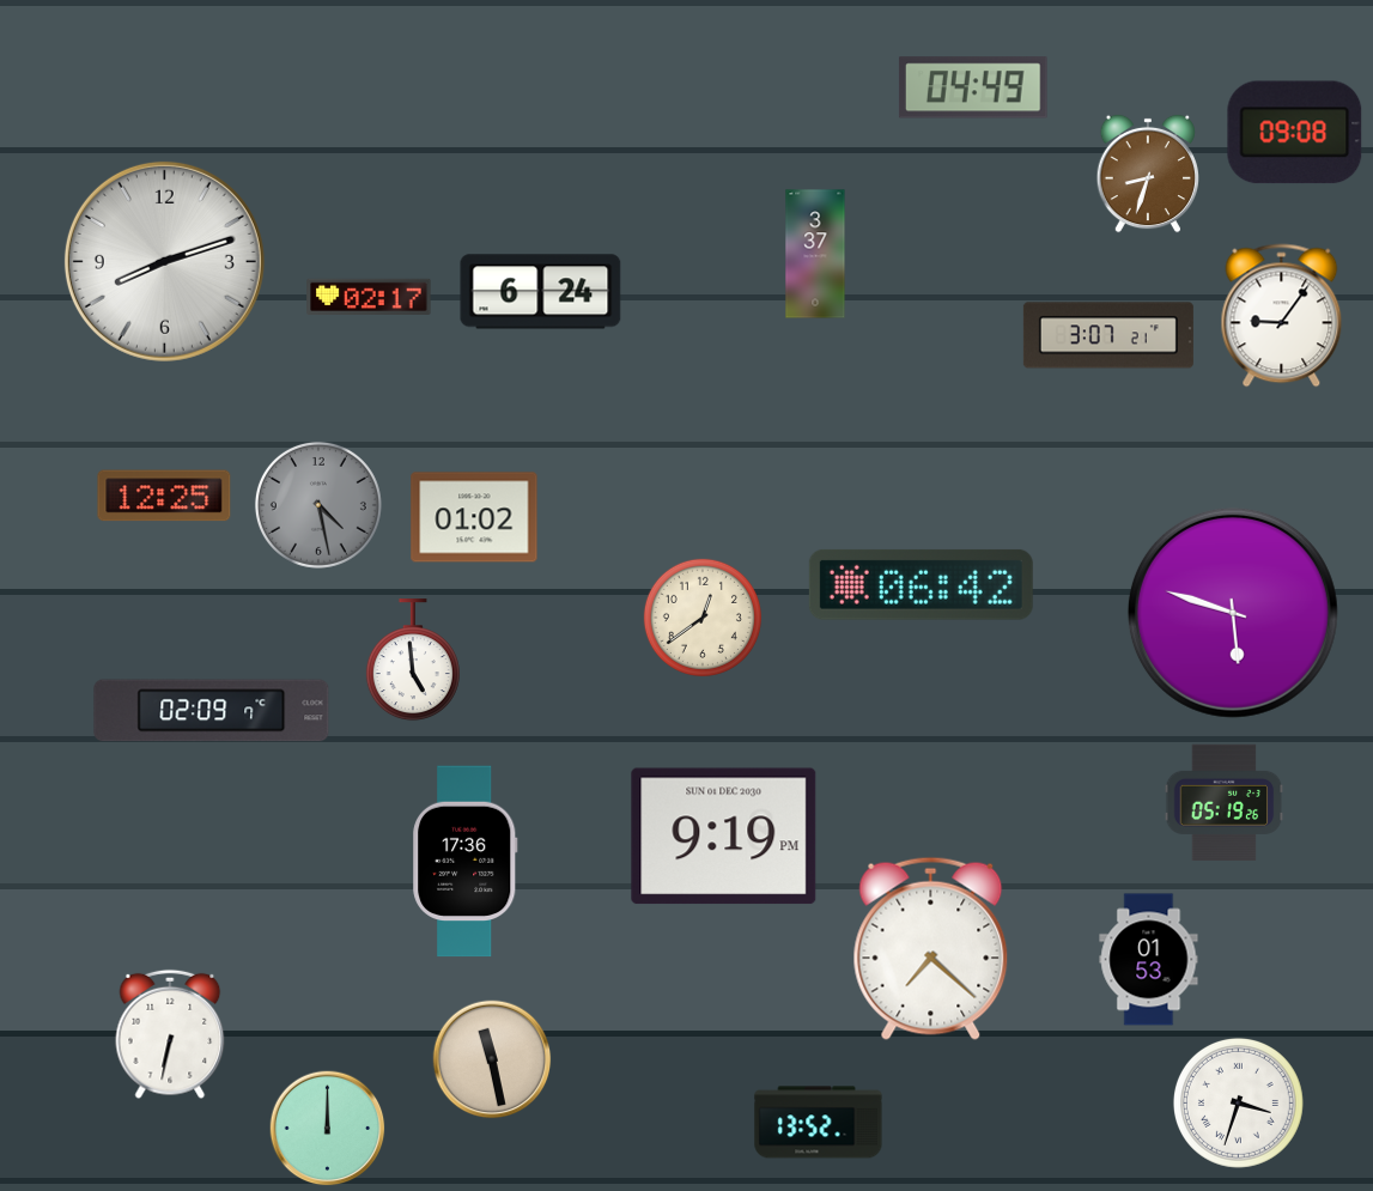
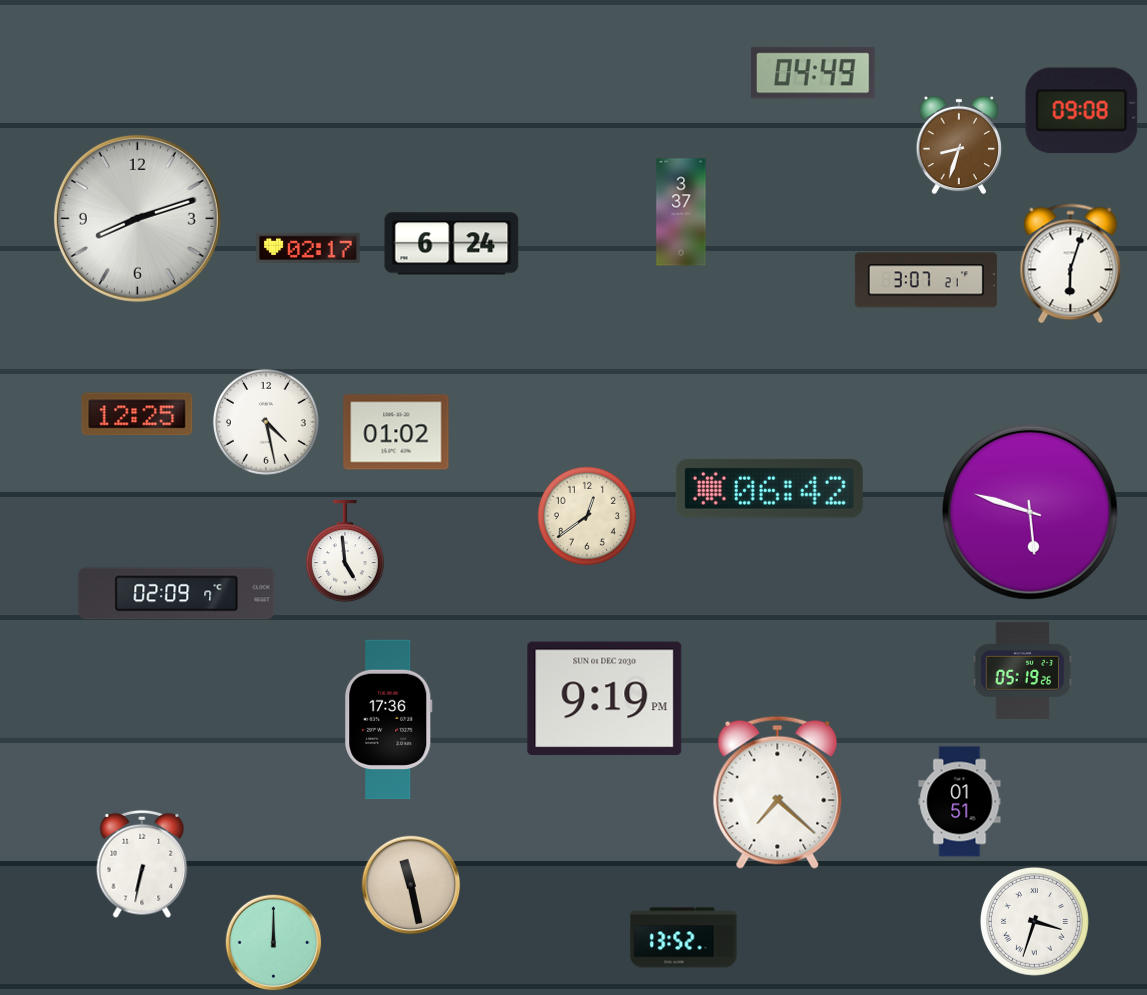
clock at (1282, 316): 9:06 -> 6:03
clock at (318, 505) dial: grey -> white
clock at (1149, 960): 01:53 -> 01:51
